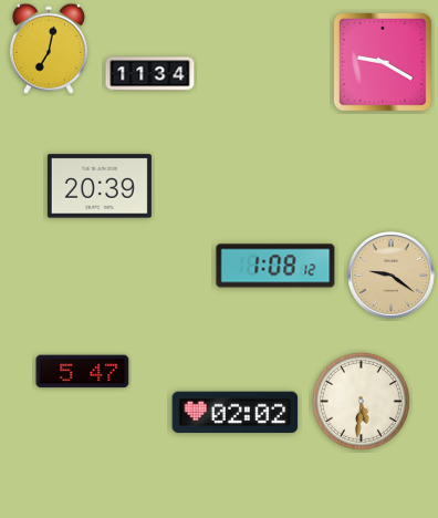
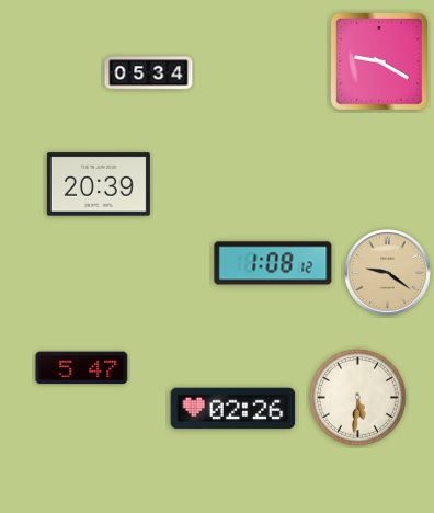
clock at (49, 49): 7:02 -> none
clock at (150, 74): 11:34 -> 05:34
clock at (236, 413): 02:02 -> 02:26
